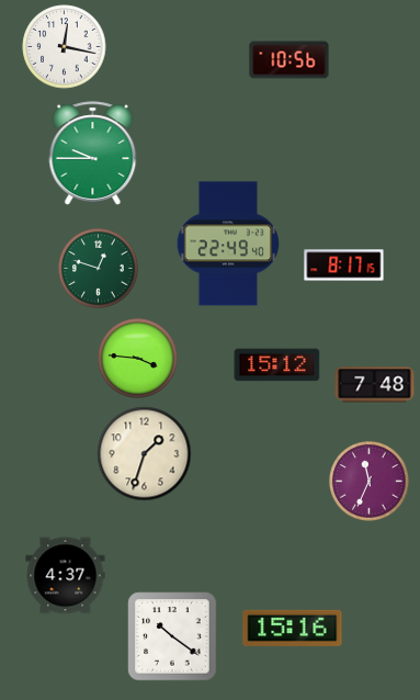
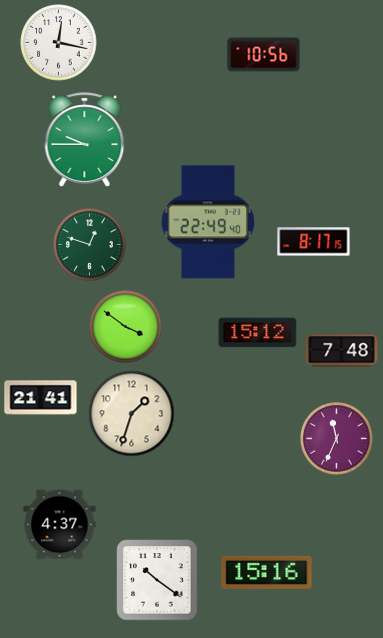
clock at (138, 359): 3:46 -> 3:51
clock at (277, 365) position: (277, 365) -> (258, 333)
clock at (41, 398): none -> 21:41
